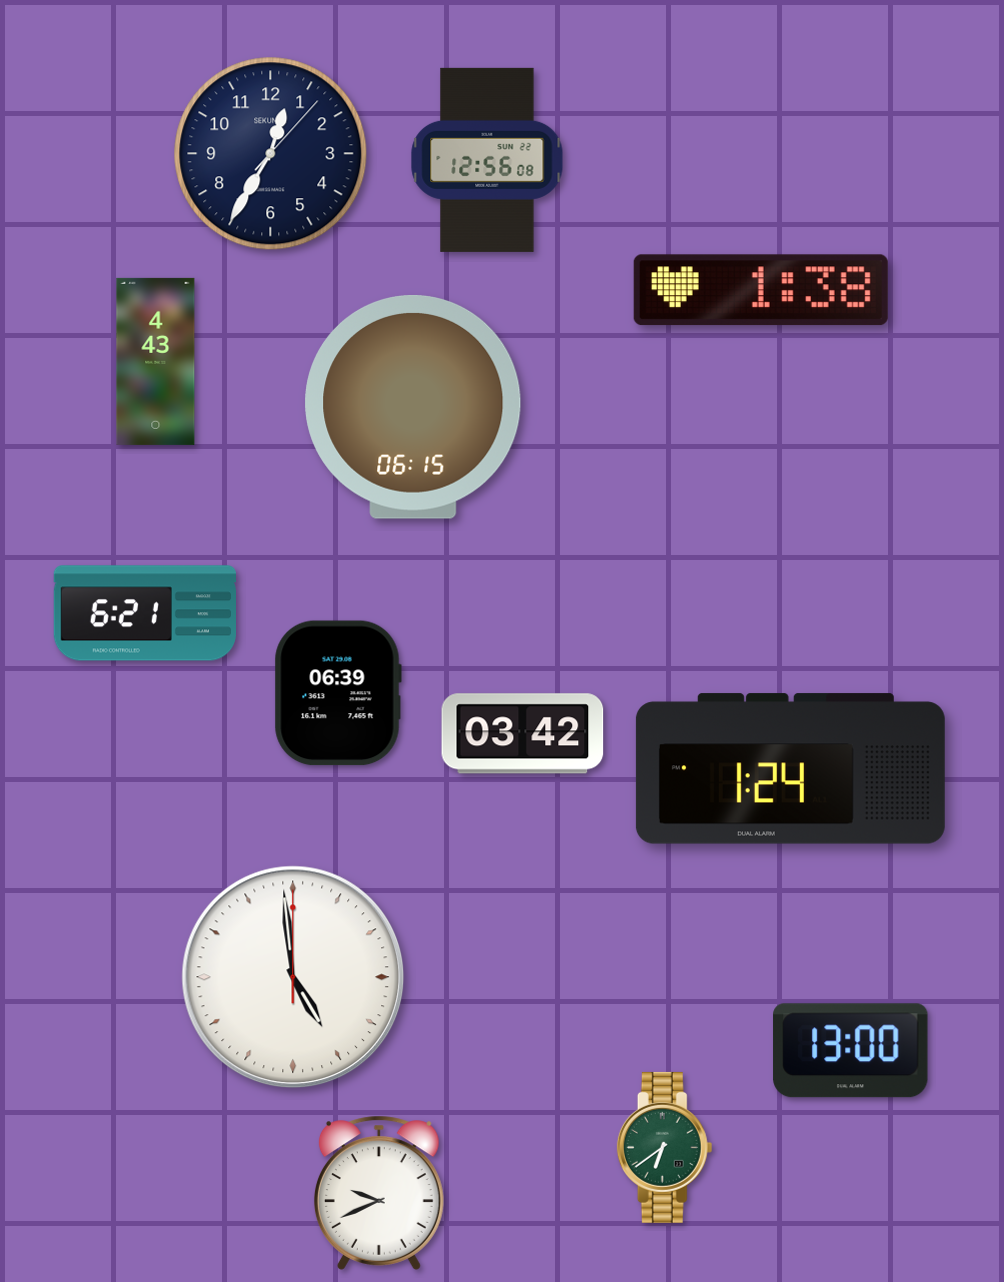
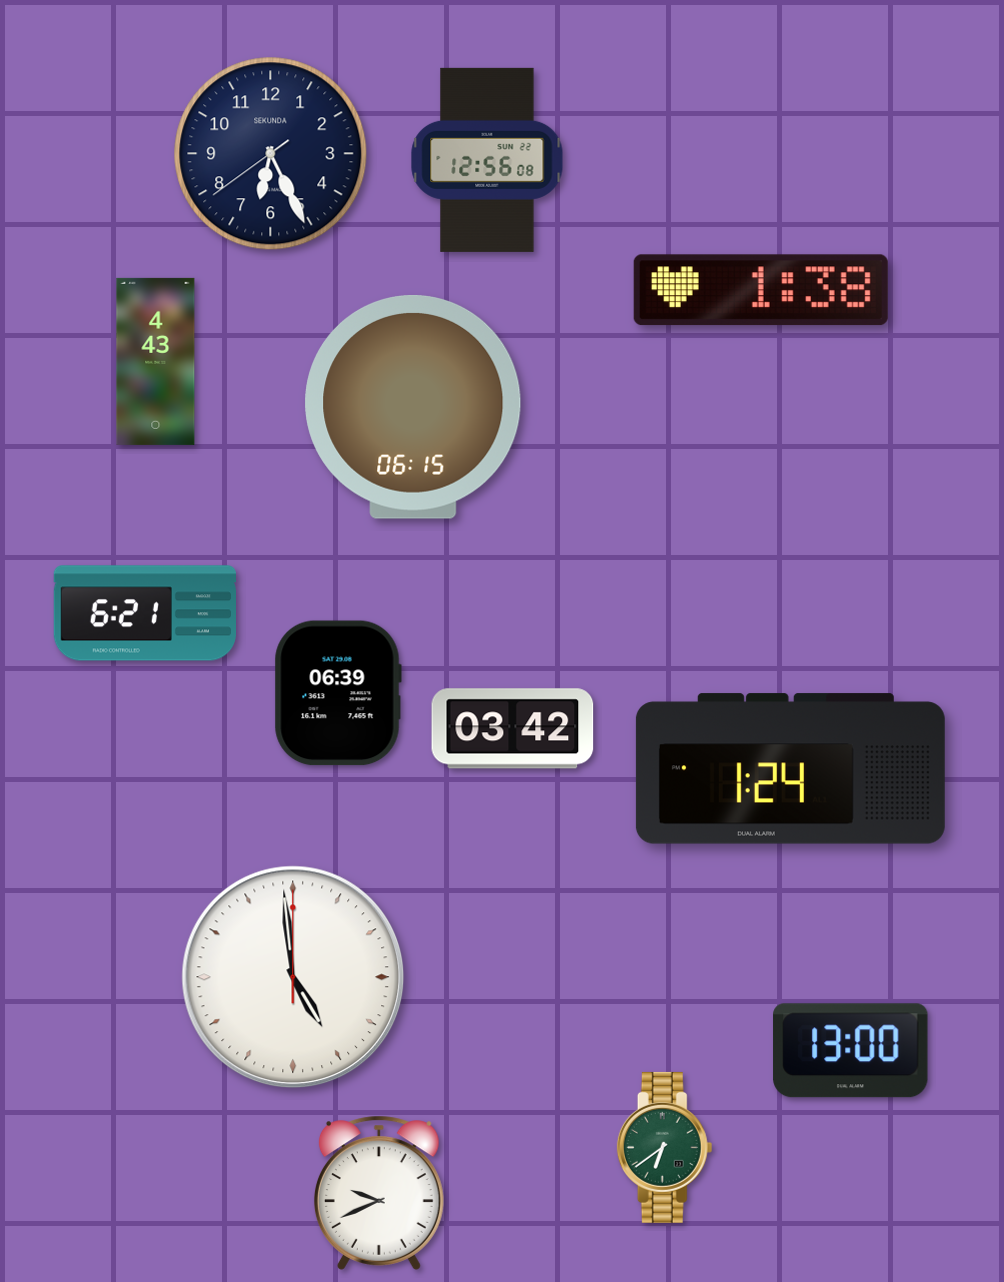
clock at (271, 154): 12:35 -> 6:25
clock at (523, 734) position: (523, 734) -> (513, 729)
